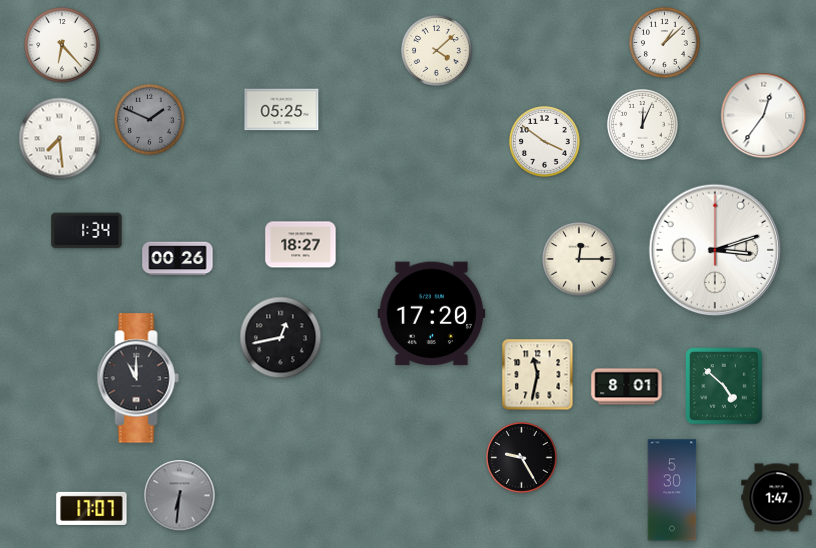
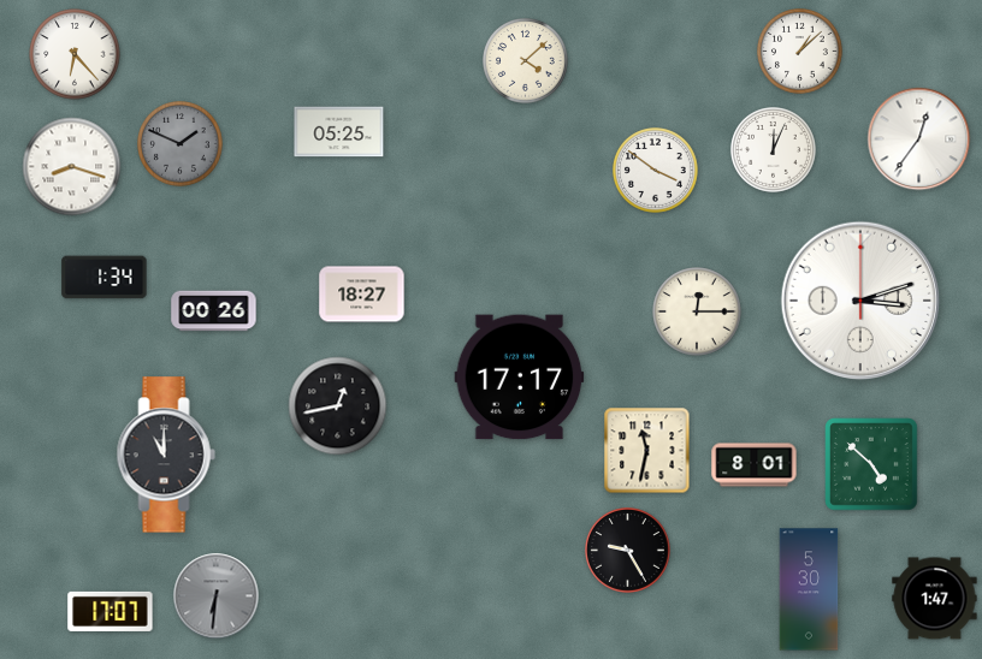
clock at (60, 139): 7:29 -> 8:18
clock at (432, 314): 17:20 -> 17:17
